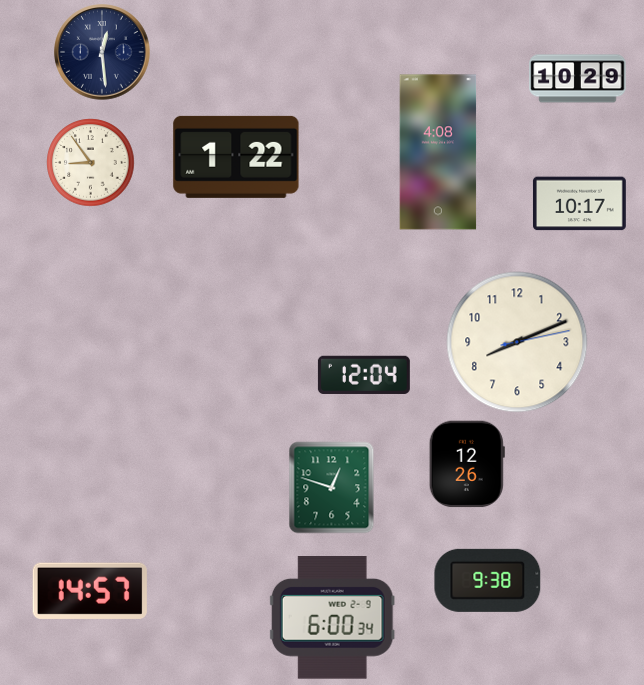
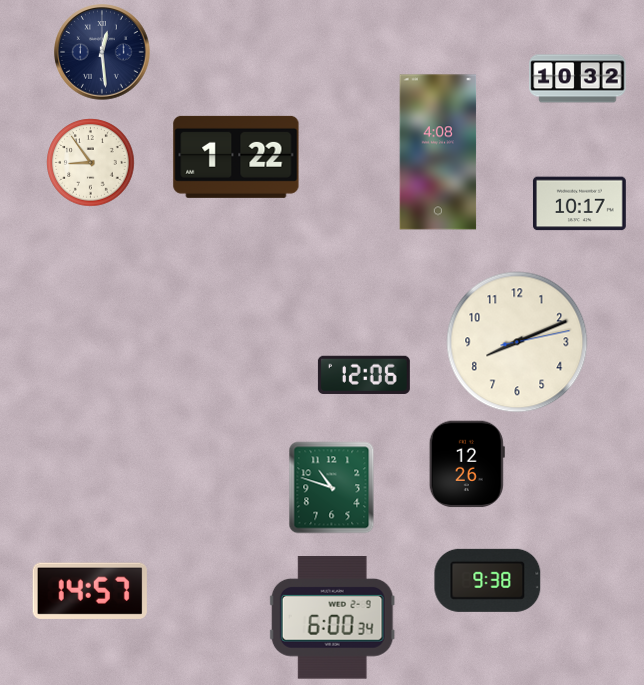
clock at (578, 79): 10:29 -> 10:32
clock at (364, 375): 12:04 -> 12:06
clock at (332, 488): 12:48 -> 10:48
